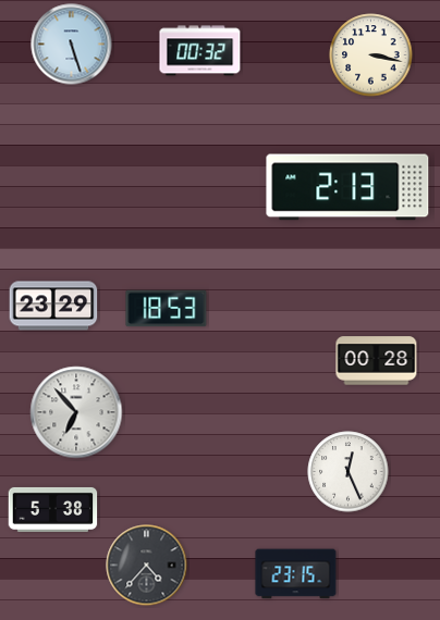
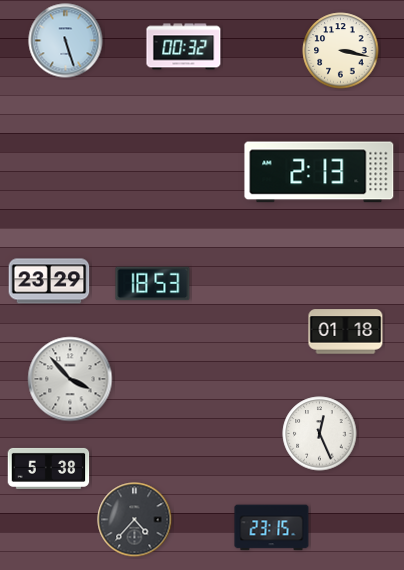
clock at (377, 361): 00:28 -> 01:18
clock at (76, 412): 6:53 -> 3:53
